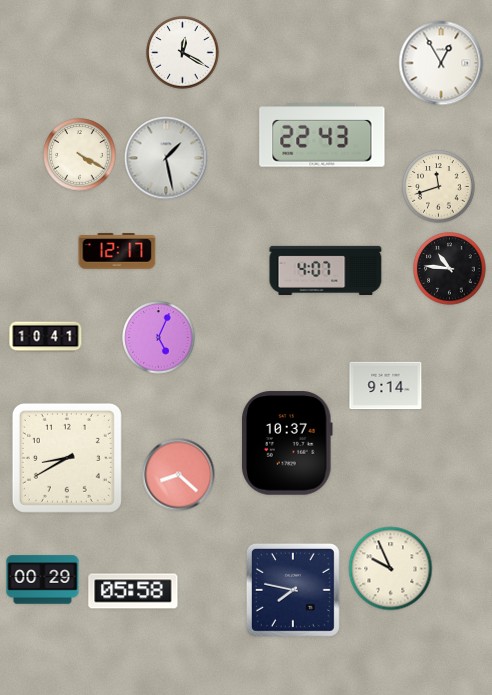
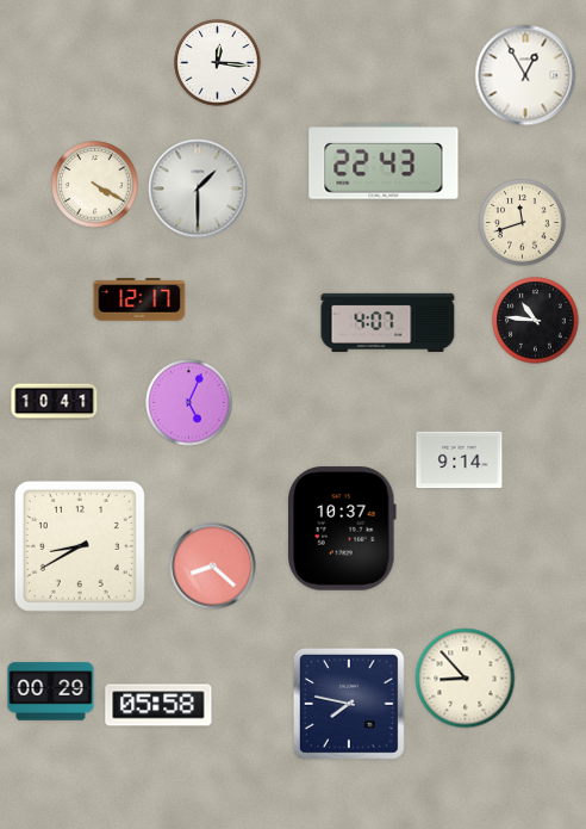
clock at (183, 53): 12:20 -> 12:16
clock at (166, 158): 1:28 -> 1:30
clock at (391, 569): 9:56 -> 8:53
